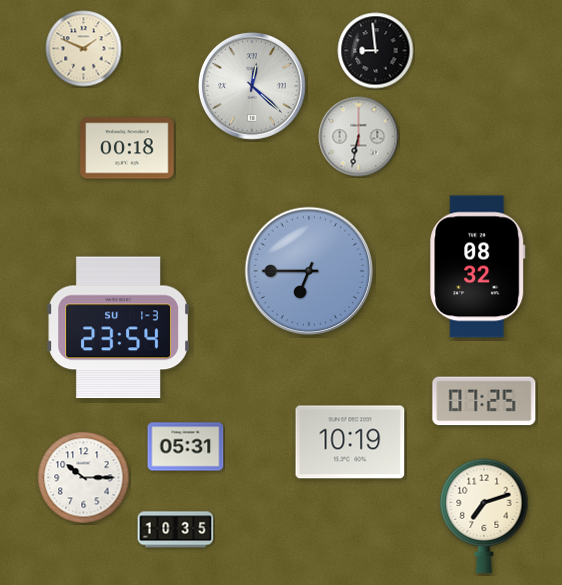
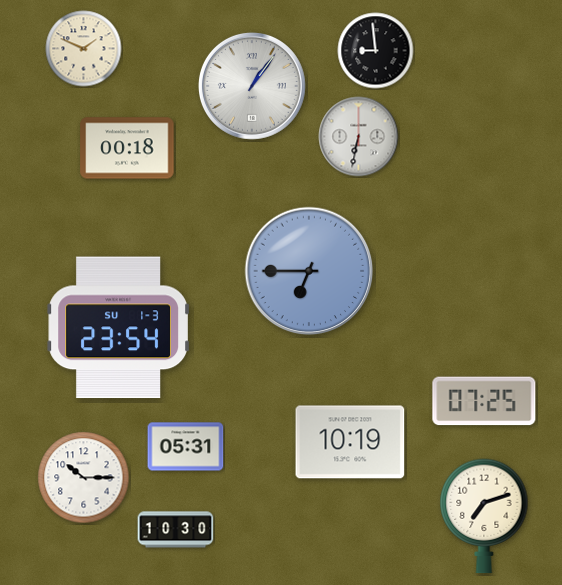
clock at (252, 86): 12:22 -> 1:06
clock at (478, 267): 08:32 -> none
clock at (176, 530): 10:35 -> 10:30
